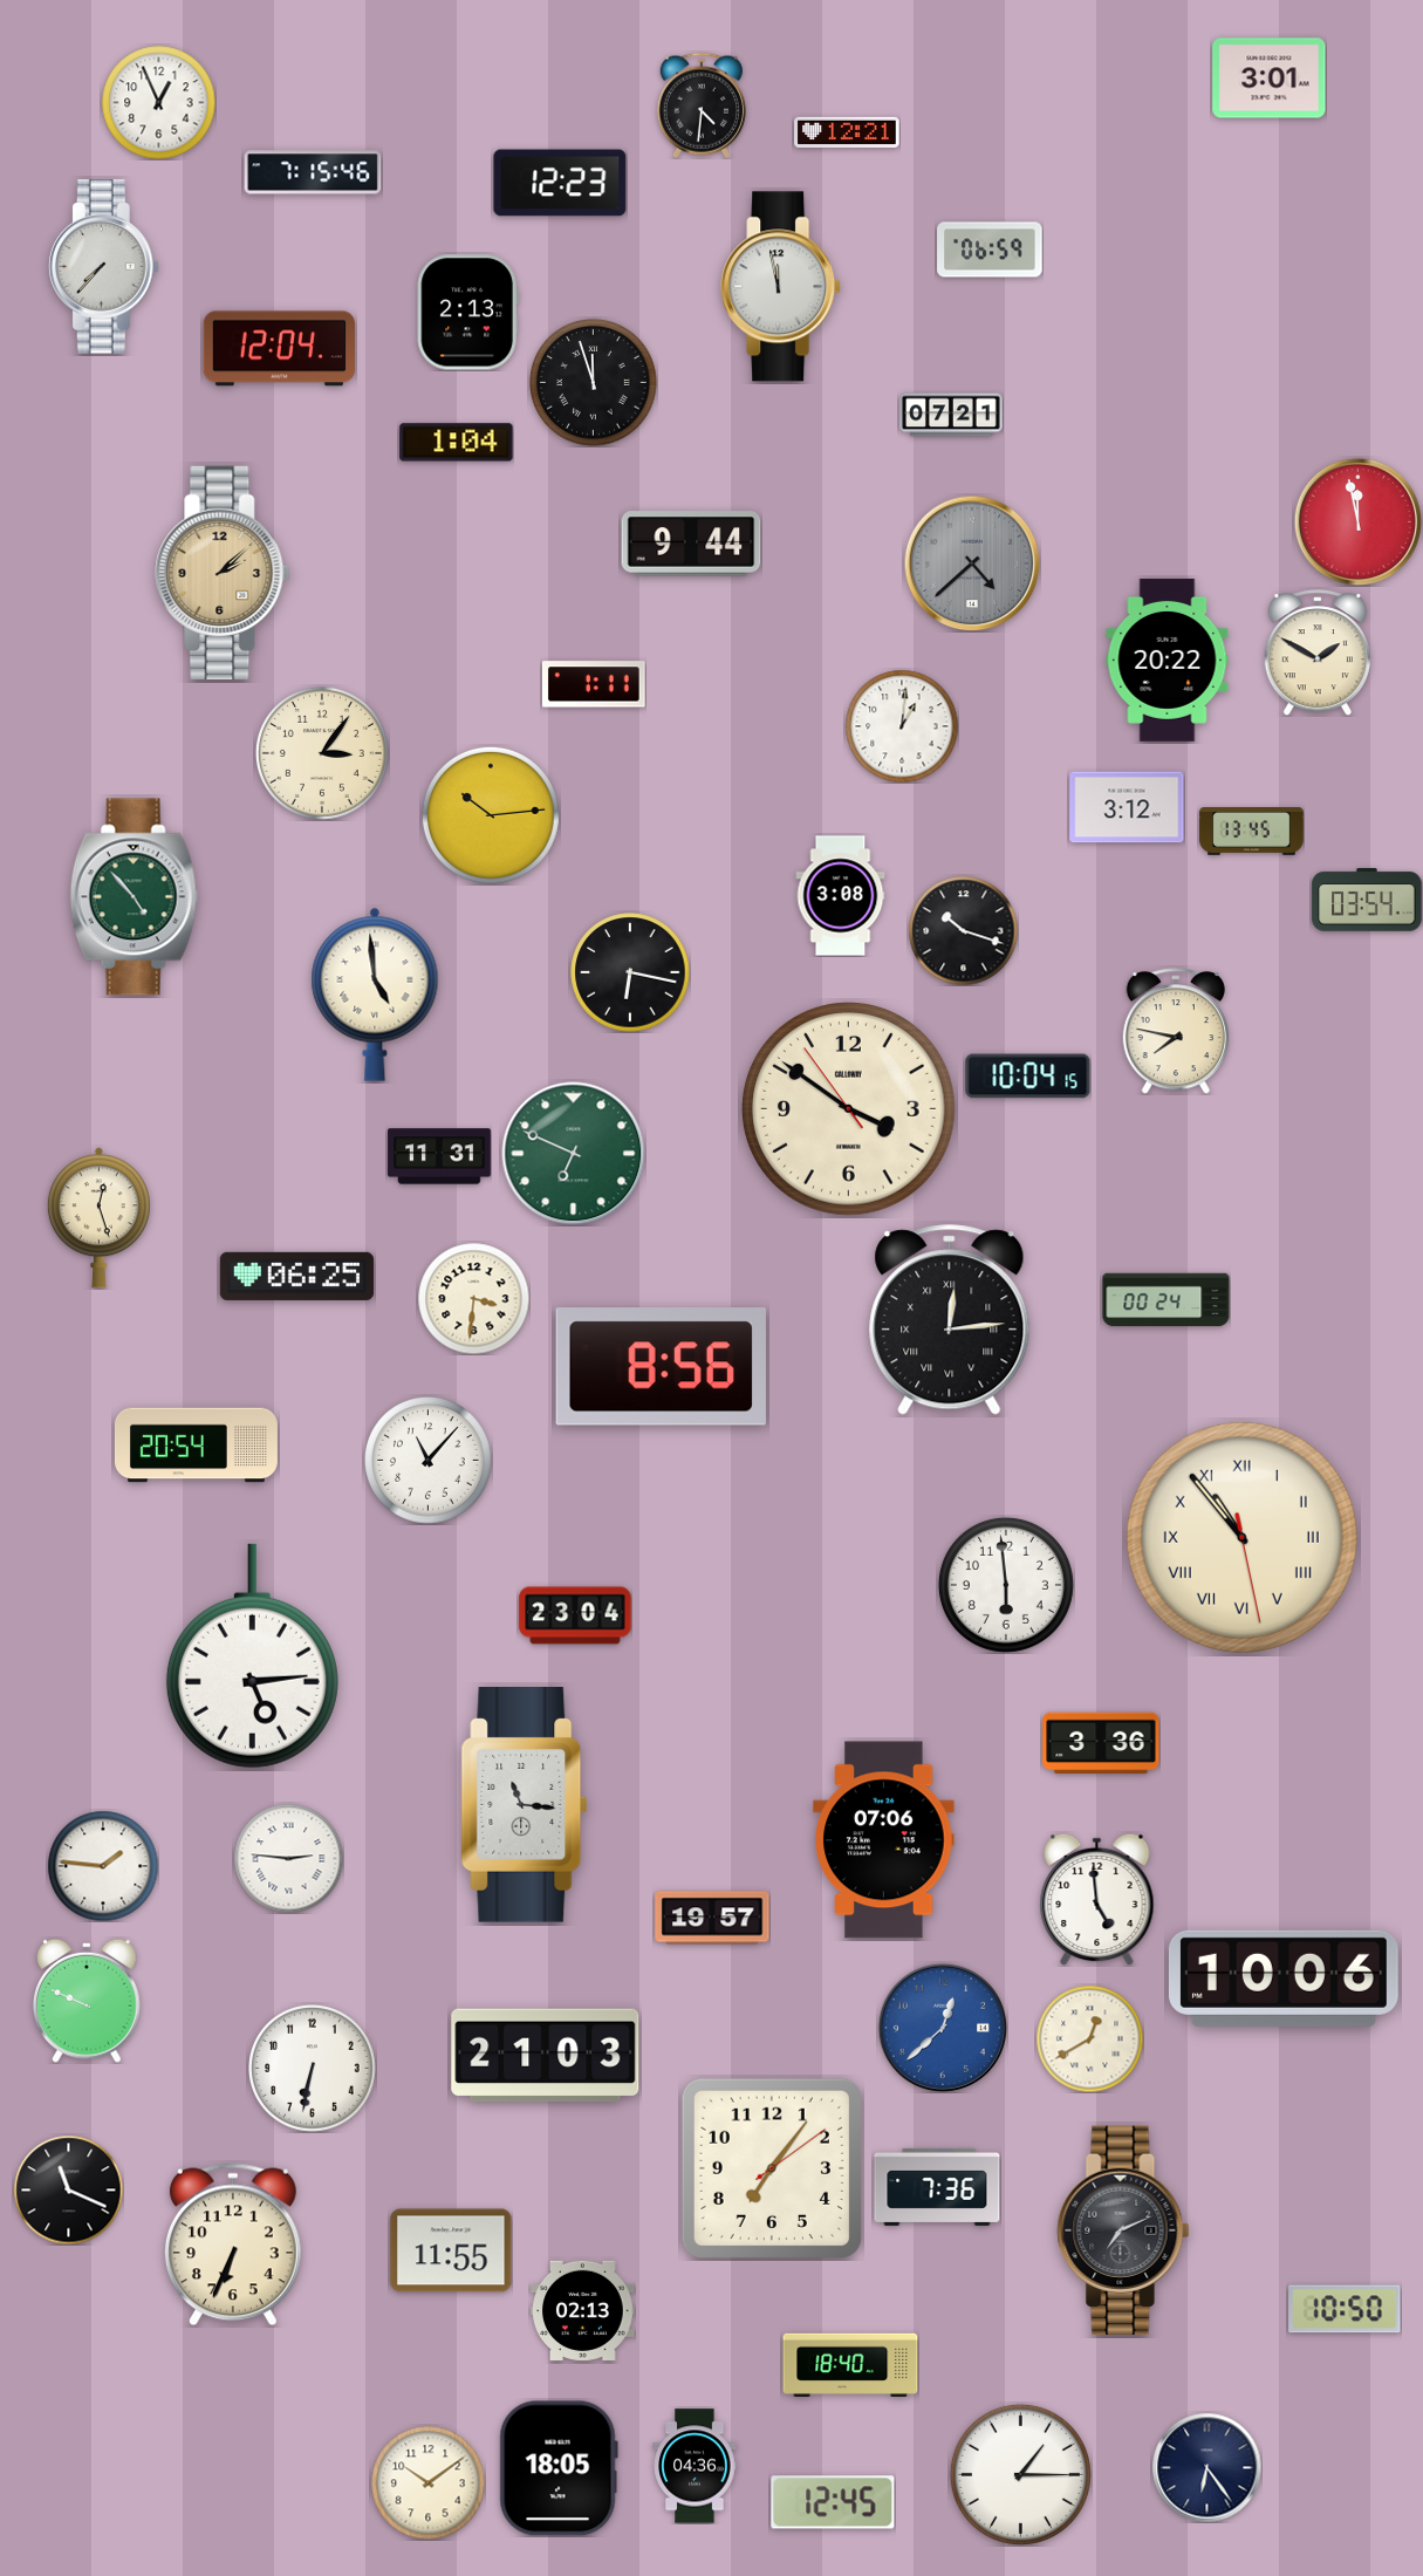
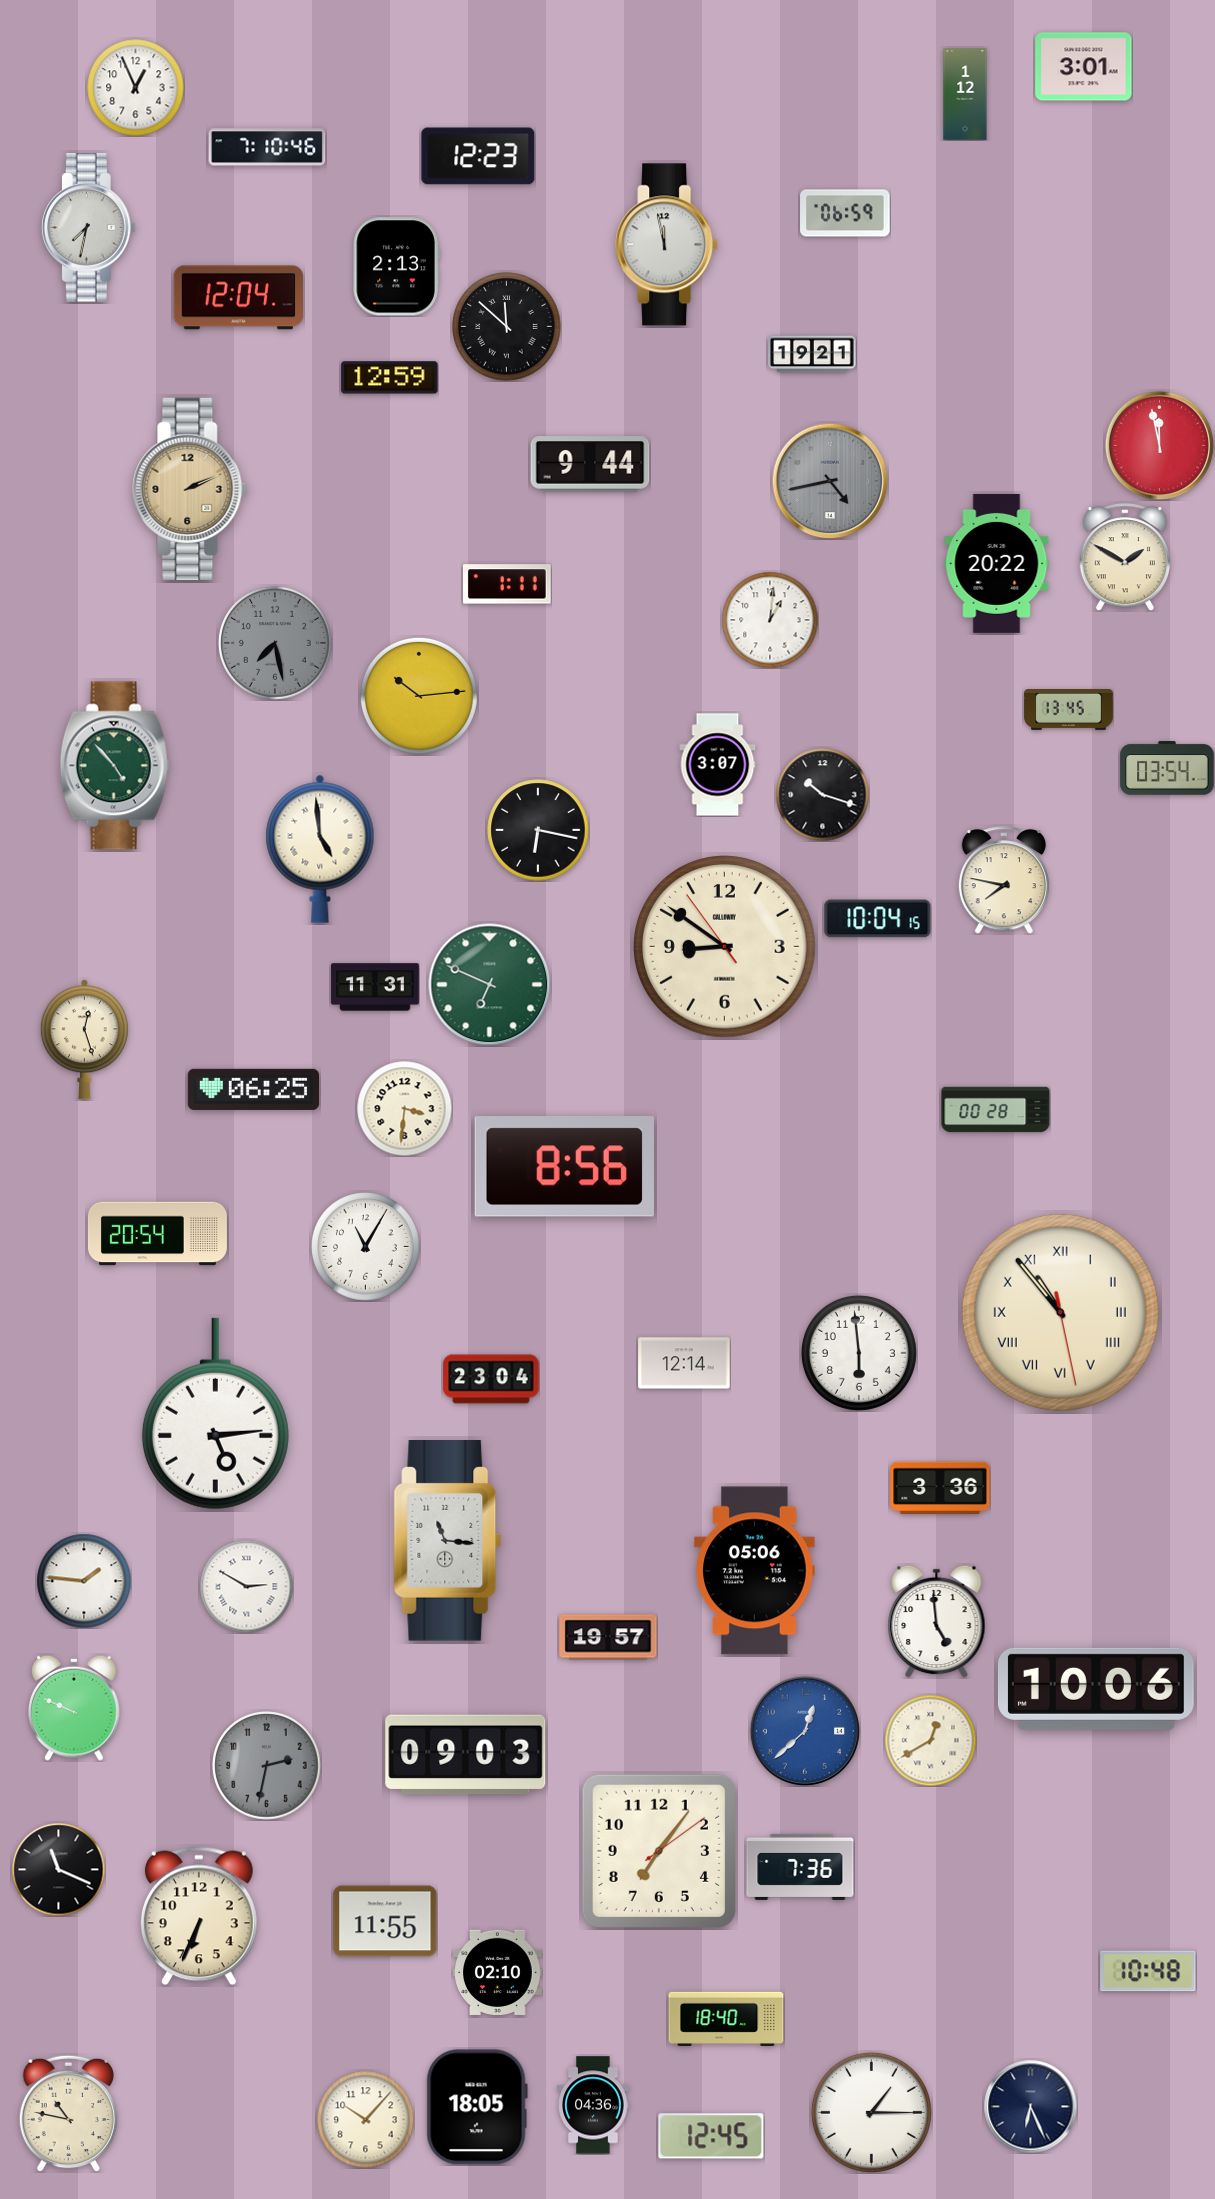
clock at (702, 105): 4:31 -> none
clock at (965, 94): none -> 1:12
clock at (847, 131): 12:21 -> none
clock at (313, 172): 7:15 -> 7:10
clock at (103, 267): 7:37 -> 7:32
clock at (467, 313) position: (467, 313) -> (396, 267)
clock at (594, 383): 11:57 -> 11:52
clock at (951, 415): 07:21 -> 19:21
clock at (457, 443): 1:04 -> 12:59
clock at (972, 563): 4:38 -> 4:43
clock at (223, 573): 2:08 -> 2:11
clock at (322, 753): 3:06 -> 7:28
clock at (322, 753) dial: cream -> grey
clock at (1127, 807): 3:12 -> none
clock at (841, 896): 3:08 -> 3:07
clock at (849, 1109): 3:50 -> 8:50
clock at (1167, 1300): 00:24 -> 00:28
clock at (950, 1320): 12:14 -> none
clock at (196, 1446) position: (196, 1446) -> (157, 1234)
clock at (429, 1461): 11:07 -> 11:05
clock at (684, 1363): none -> 12:14
clock at (884, 1840): 07:06 -> 05:06
clock at (288, 1858): 2:46 -> 2:50
clock at (103, 1866) position: (103, 1866) -> (84, 1581)
clock at (546, 2056): 21:03 -> 09:03
clock at (313, 2069): 6:32 -> 2:32
clock at (313, 2069) dial: white -> grey
clock at (1123, 2230): 7:11 -> none
clock at (1345, 2309): 10:50 -> 10:48
clock at (583, 2310): 02:13 -> 02:10
clock at (1206, 2467): 6:24 -> 6:26
clock at (68, 2113): none -> 10:47
clock at (427, 2482): 10:09 -> 10:07
